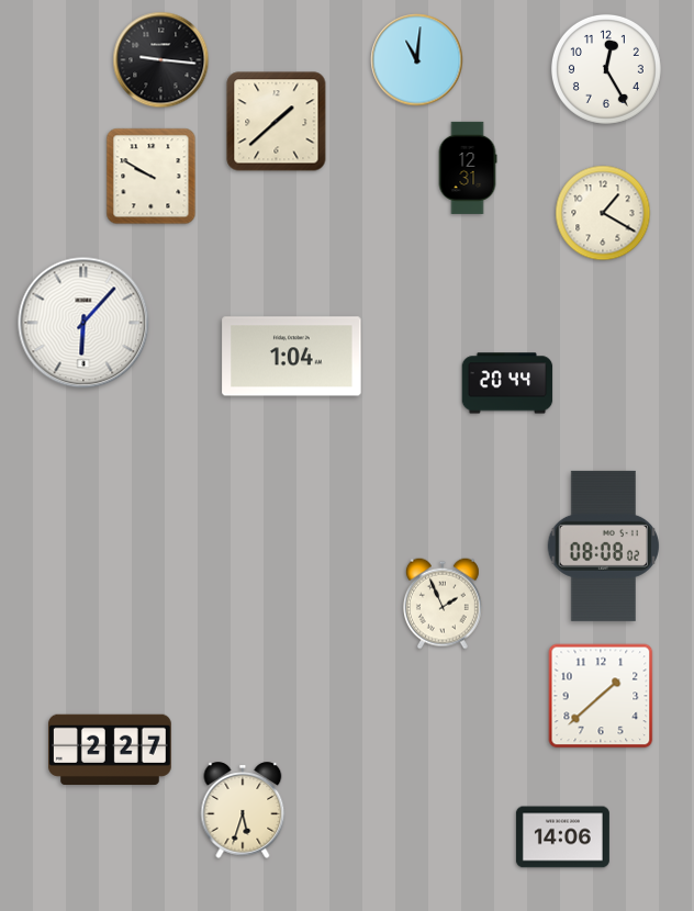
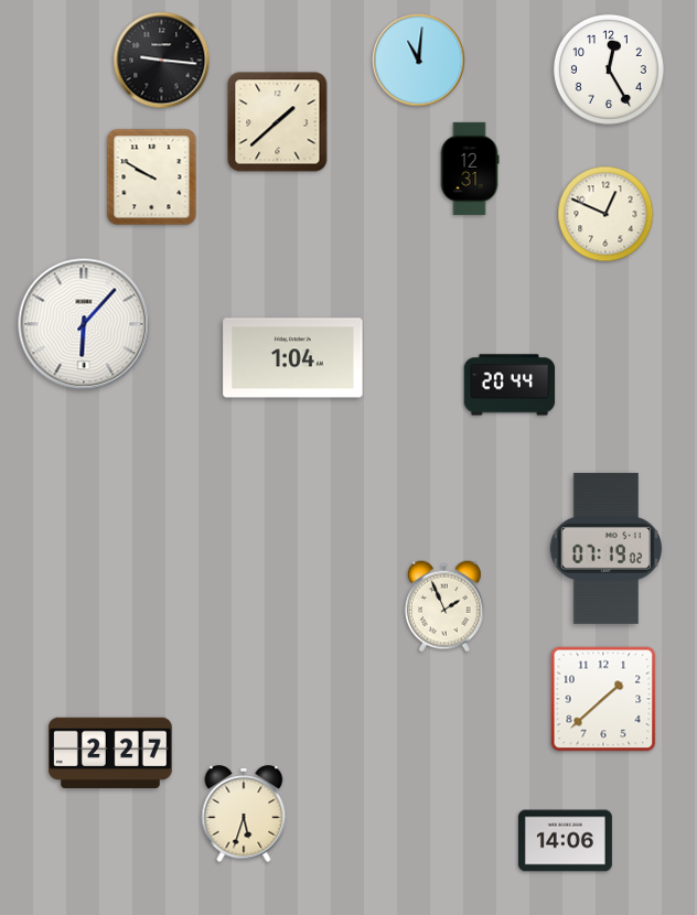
clock at (603, 213): 1:20 -> 12:49
clock at (604, 546): 08:08 -> 07:19
